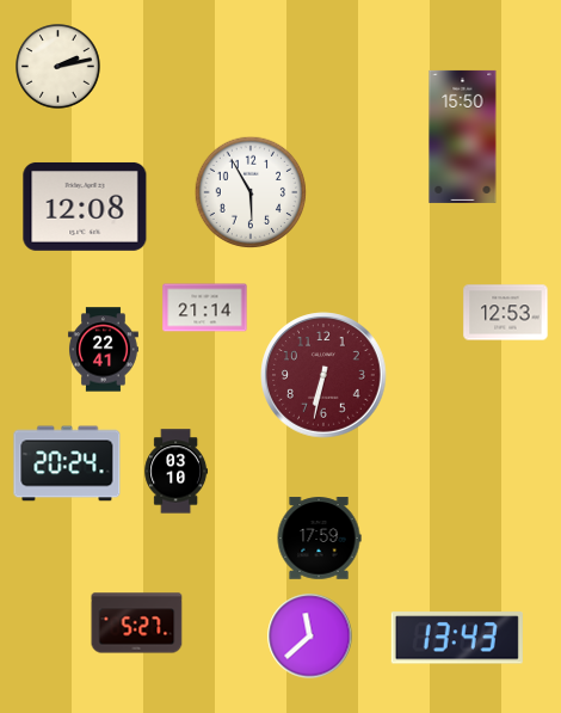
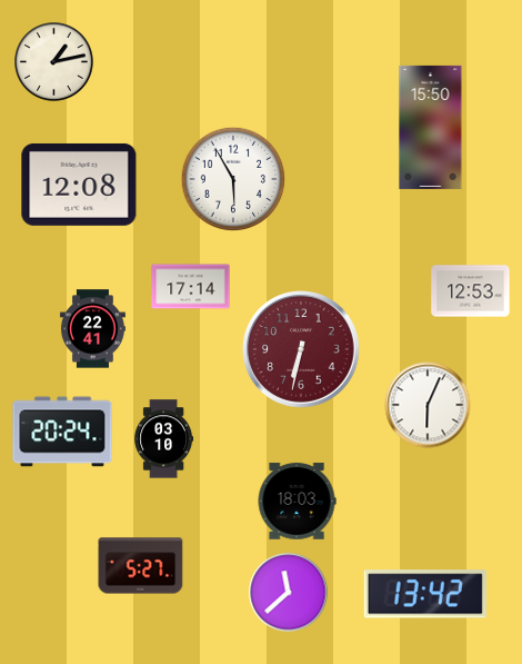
clock at (58, 67): 2:13 -> 1:13
clock at (85, 207) position: (85, 207) -> (79, 185)
clock at (205, 308): 21:14 -> 17:14
clock at (103, 350) position: (103, 350) -> (92, 329)
clock at (428, 405): none -> 6:04
clock at (319, 539): 17:59 -> 18:03
clock at (137, 623) position: (137, 623) -> (141, 566)
clock at (457, 638): 13:43 -> 13:42
